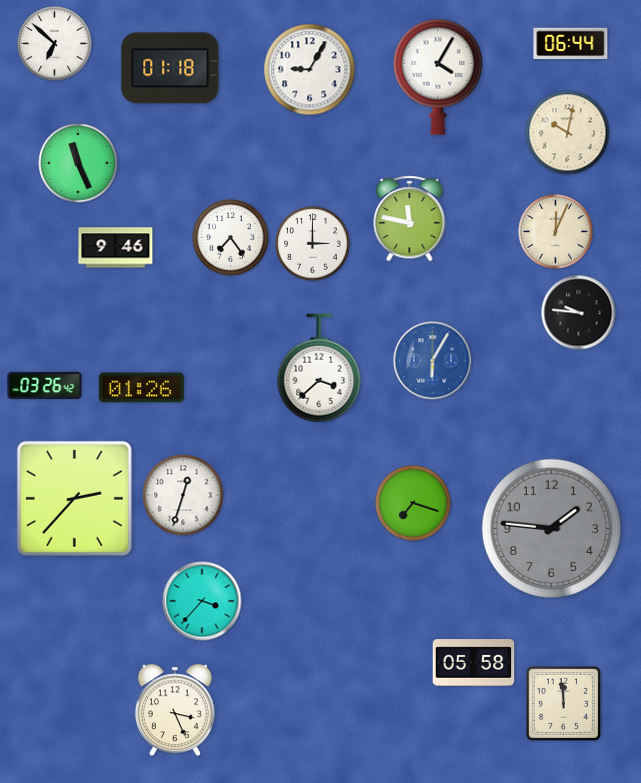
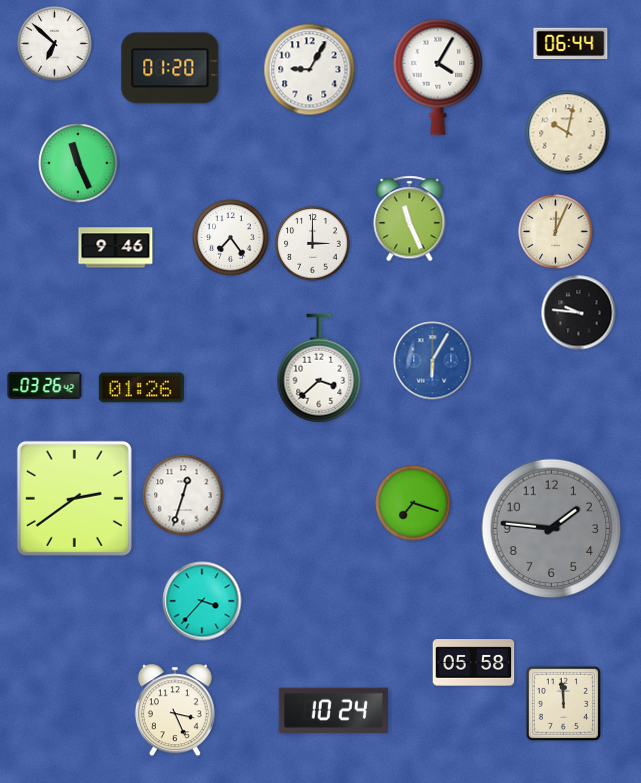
clock at (170, 68): 01:18 -> 01:20
clock at (410, 219): 11:47 -> 11:26
clock at (74, 498): 2:37 -> 2:39
clock at (333, 710): none -> 10:24
